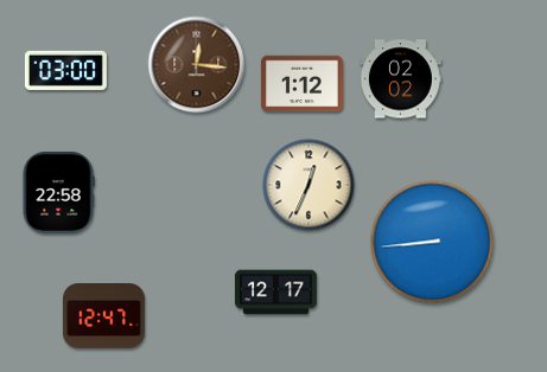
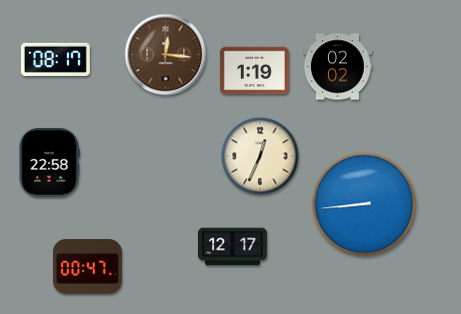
clock at (65, 70): 03:00 -> 08:17
clock at (301, 84): 1:12 -> 1:19
clock at (103, 316): 12:47 -> 00:47
